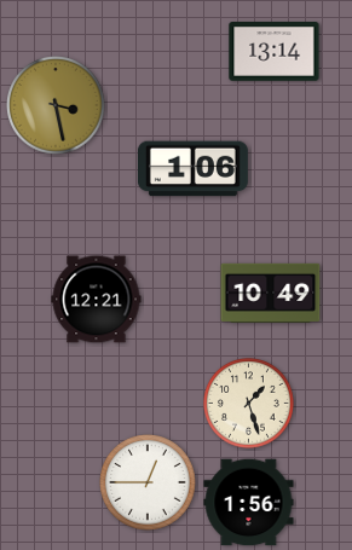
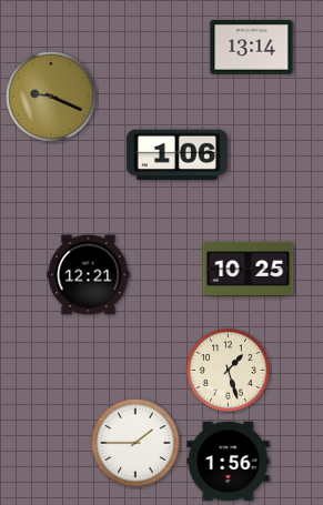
clock at (56, 105): 3:28 -> 9:19
clock at (271, 293): 10:49 -> 10:25
clock at (148, 482): 12:45 -> 1:45
